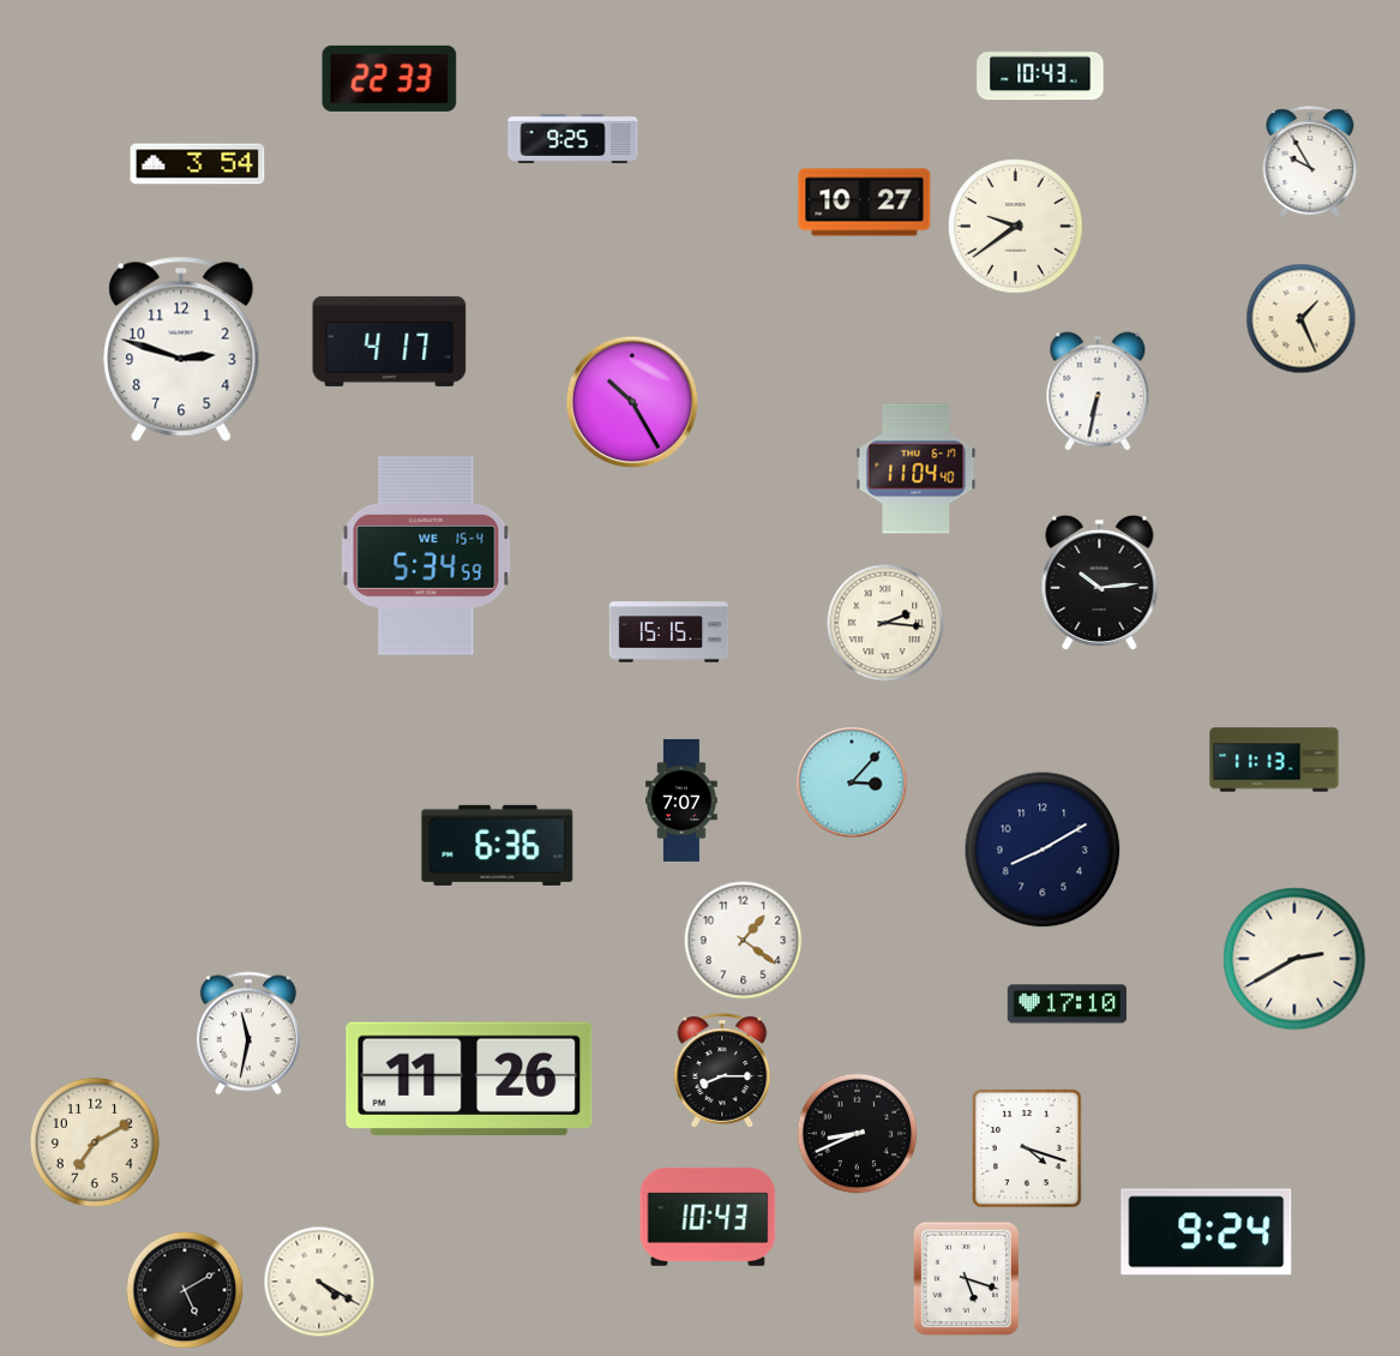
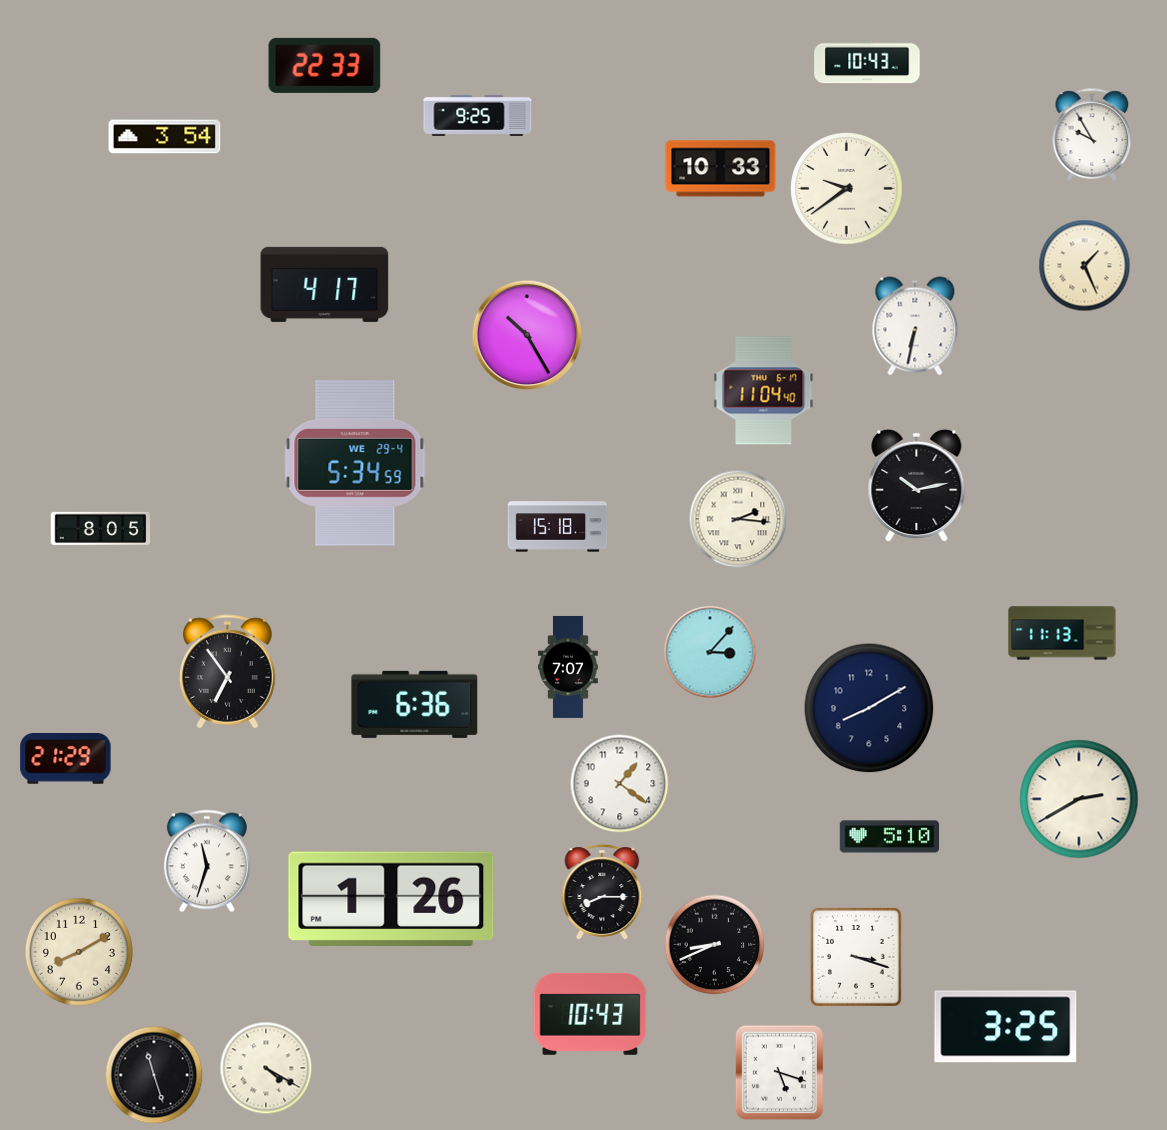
clock at (865, 203): 10:27 -> 10:33
clock at (181, 349): 2:48 -> none
clock at (426, 556) date: WE 15-4 -> WE 29-4
clock at (1100, 583): 10:14 -> 10:13
clock at (669, 632): 15:15 -> 15:18
clock at (101, 528): none -> 8:05
clock at (228, 672): none -> 6:54
clock at (66, 759): none -> 21:29
clock at (1068, 1004): 17:10 -> 5:10
clock at (248, 1033): 11:32 -> 11:33
clock at (469, 1078): 11:26 -> 1:26
clock at (95, 1142): 7:10 -> 8:10
clock at (1028, 1150): 4:18 -> 3:18
clock at (1207, 1232): 9:24 -> 3:25
clock at (966, 1278) position: (966, 1278) -> (779, 1072)
clock at (185, 1290): 5:10 -> 11:27
